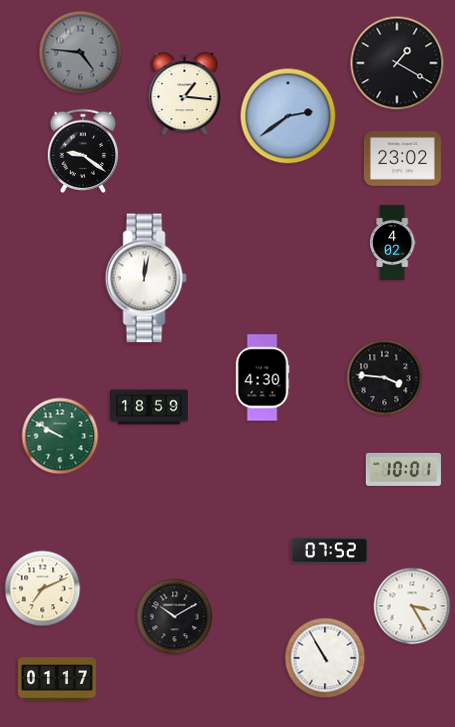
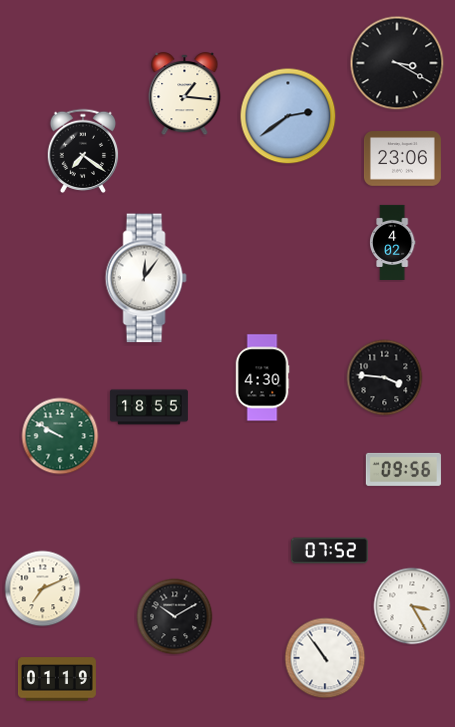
clock at (81, 53): 4:46 -> none
clock at (397, 63): 1:20 -> 3:20
clock at (83, 151): 9:21 -> 7:21
clock at (402, 159): 23:02 -> 23:06
clock at (146, 278): 12:02 -> 12:06
clock at (149, 407): 18:59 -> 18:55
clock at (403, 469): 10:01 -> 09:56
clock at (325, 658): 10:55 -> 10:54
clock at (57, 679): 01:17 -> 01:19
